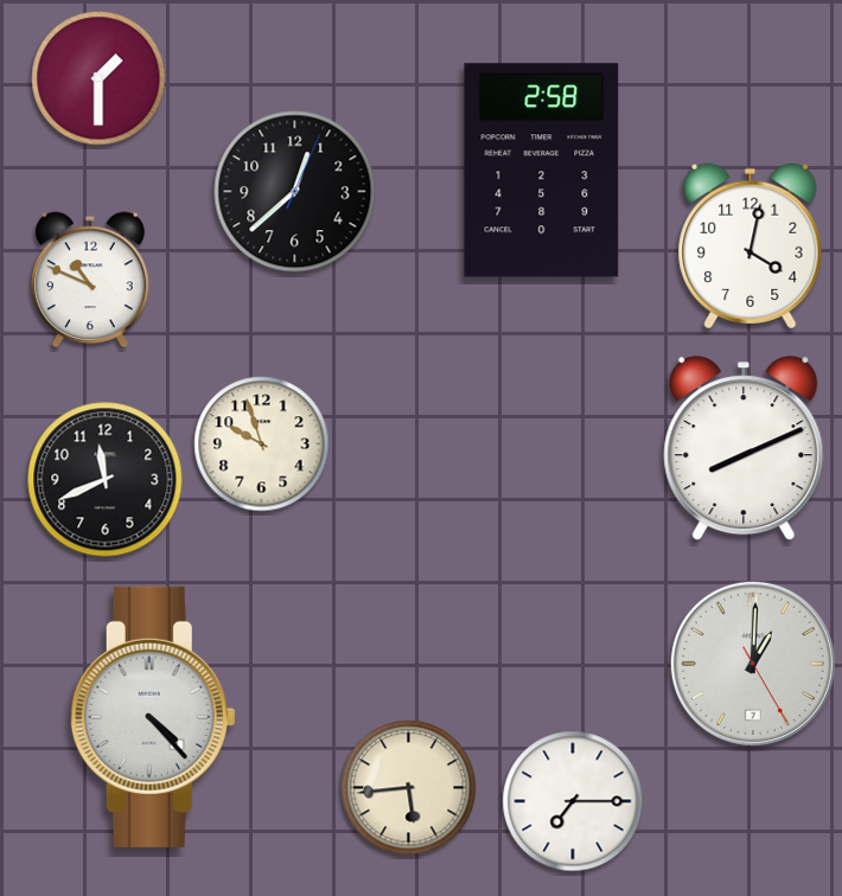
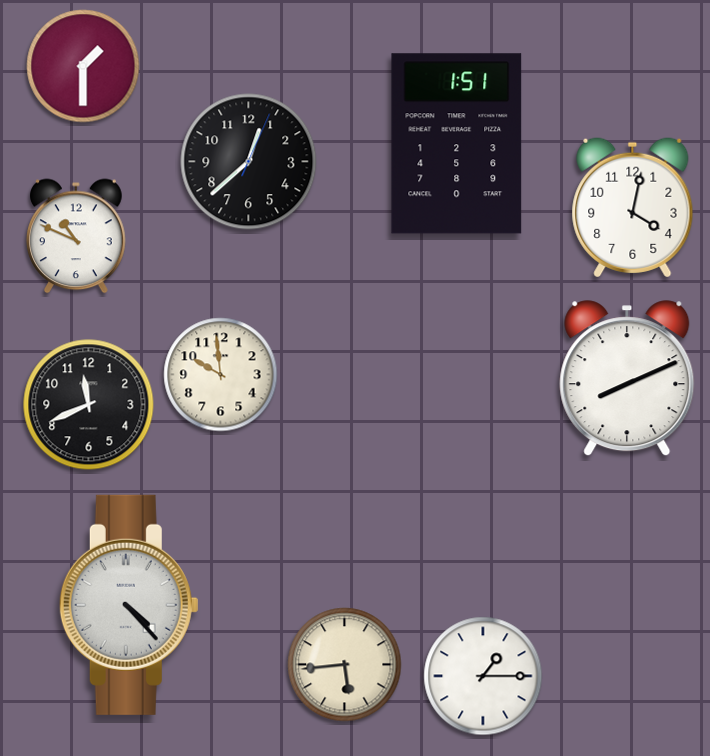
clock at (542, 171): 2:58 -> 1:51
clock at (262, 444): 9:57 -> 9:59
clock at (753, 664): 1:00 -> none
clock at (573, 801): 7:15 -> 1:15
